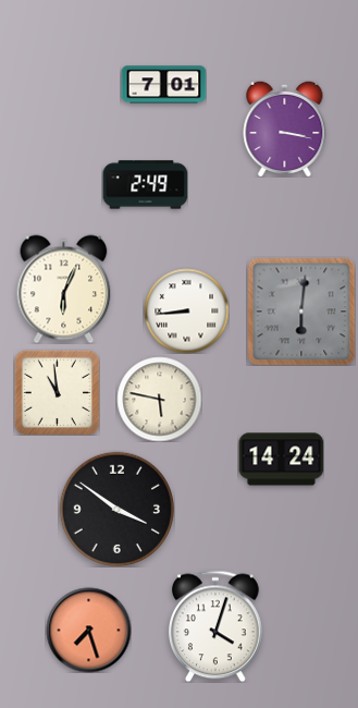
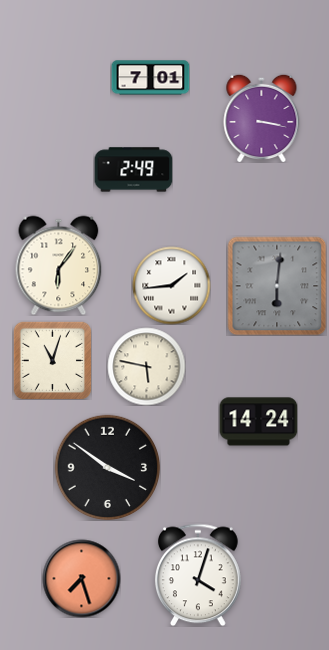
clock at (64, 289): 6:04 -> 6:06
clock at (186, 310): 8:44 -> 1:44
clock at (57, 392): 10:59 -> 11:03
